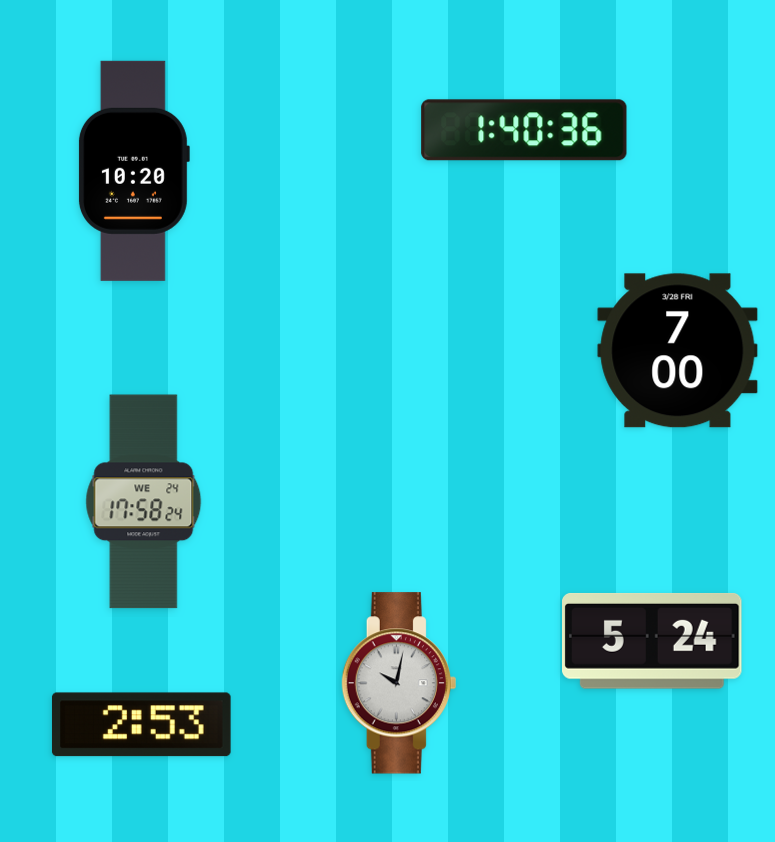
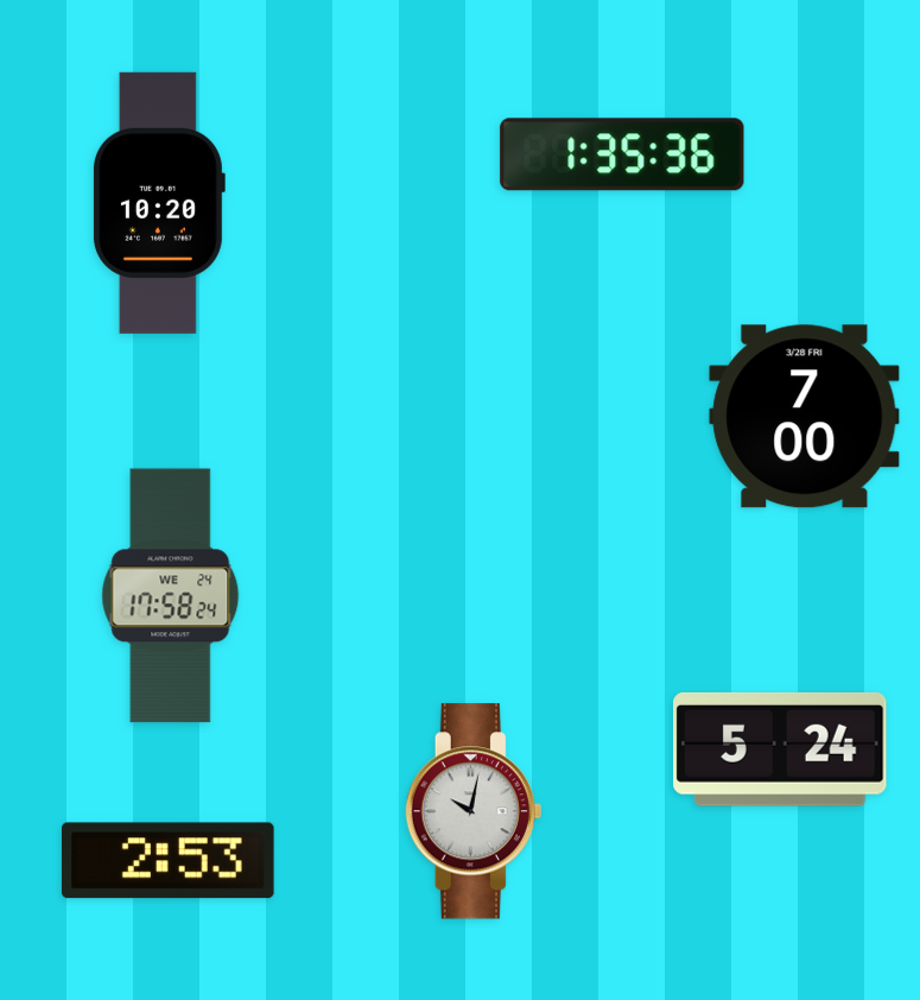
clock at (524, 130): 1:40 -> 1:35
clock at (653, 641) position: (653, 641) -> (781, 749)
